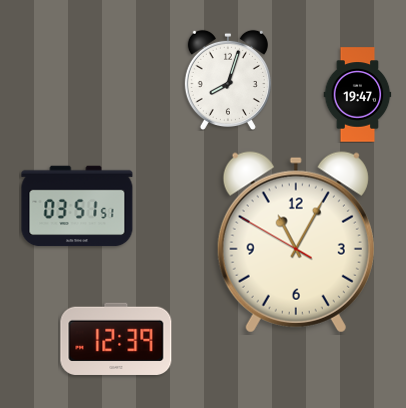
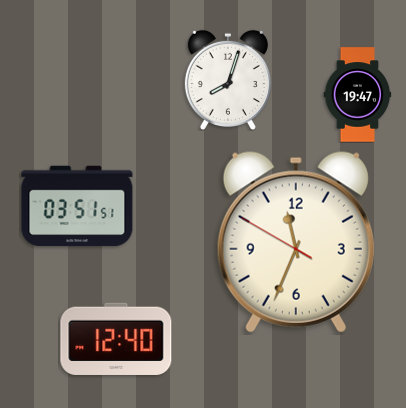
clock at (296, 242): 11:04 -> 11:33
clock at (116, 338): 12:39 -> 12:40
